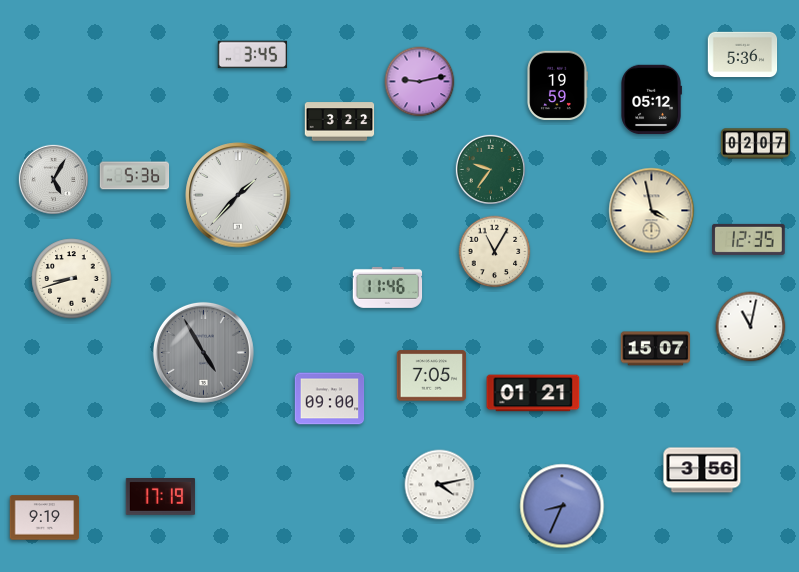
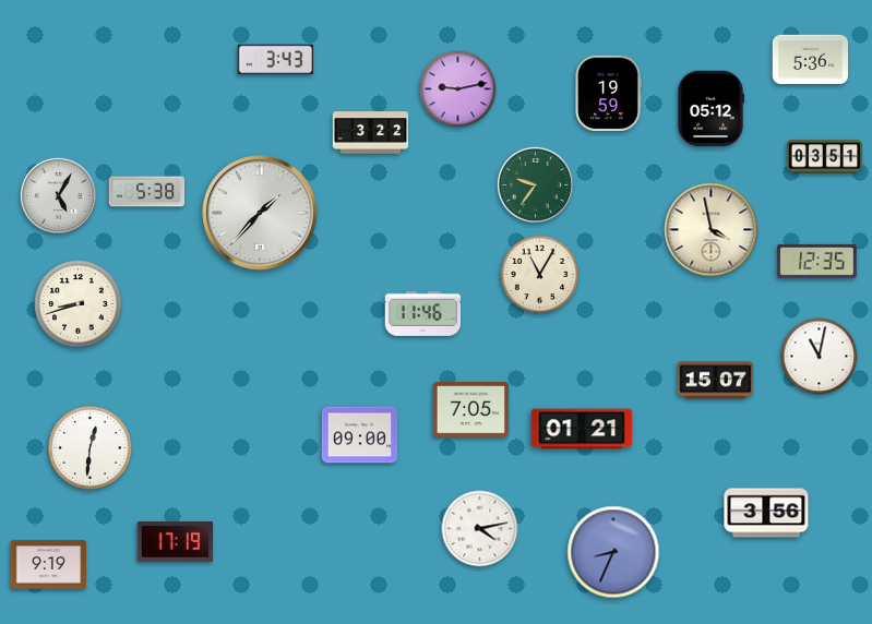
clock at (253, 55): 3:45 -> 3:43
clock at (756, 144): 02:07 -> 03:51
clock at (135, 176): 5:36 -> 5:38
clock at (203, 352): 4:55 -> none
clock at (89, 447): none -> 12:31
